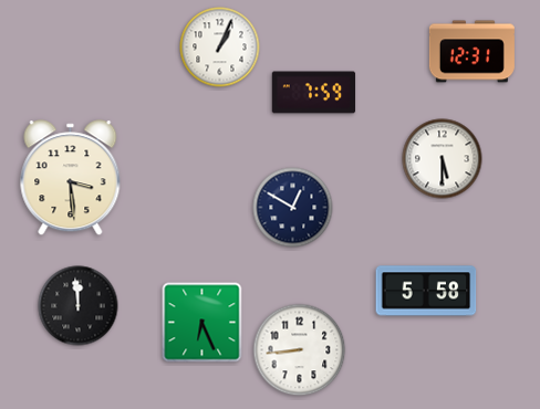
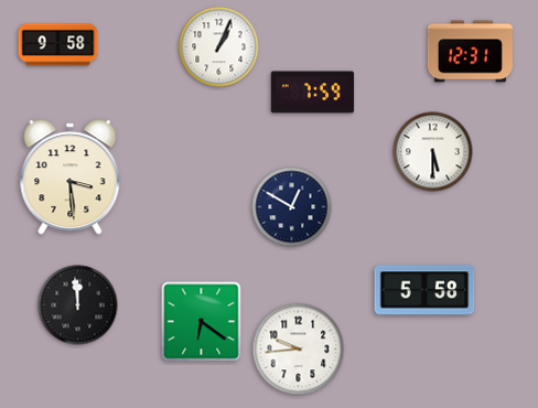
clock at (58, 45): none -> 9:58
clock at (443, 159) position: (443, 159) -> (433, 152)
clock at (202, 323): 6:26 -> 6:21
clock at (300, 350): 8:44 -> 9:44
